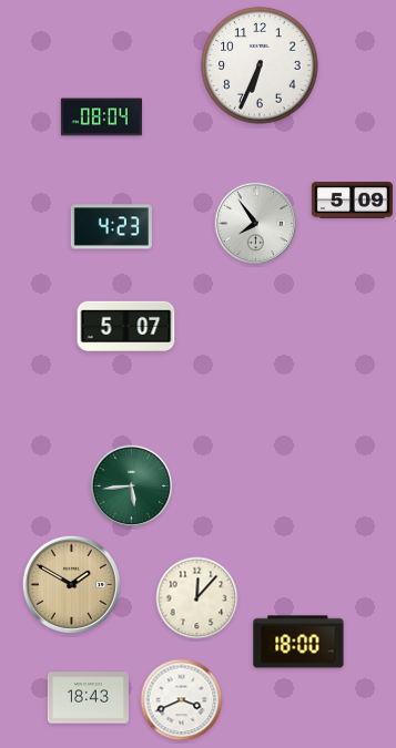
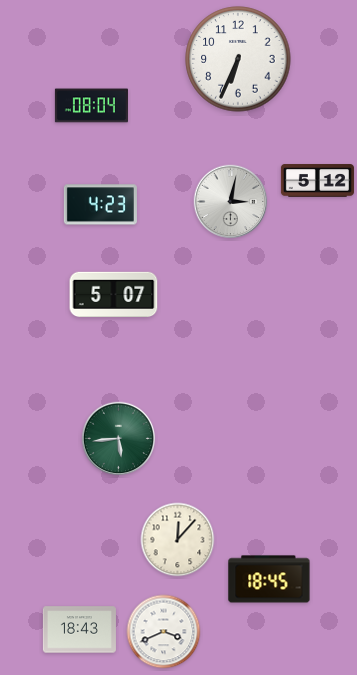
clock at (260, 65) position: (260, 65) -> (238, 59)
clock at (352, 201): 5:09 -> 5:12
clock at (256, 224): 7:54 -> 3:02
clock at (71, 584): 1:50 -> none
clock at (298, 642): 18:00 -> 18:45
